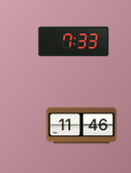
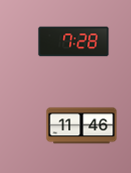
clock at (74, 42): 7:33 -> 7:28
